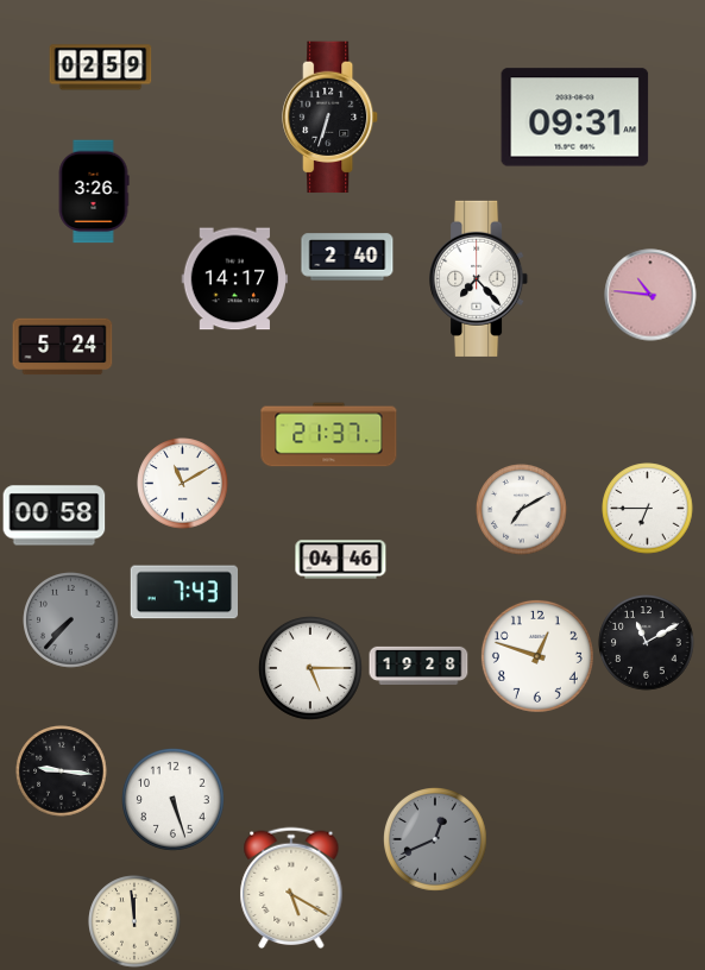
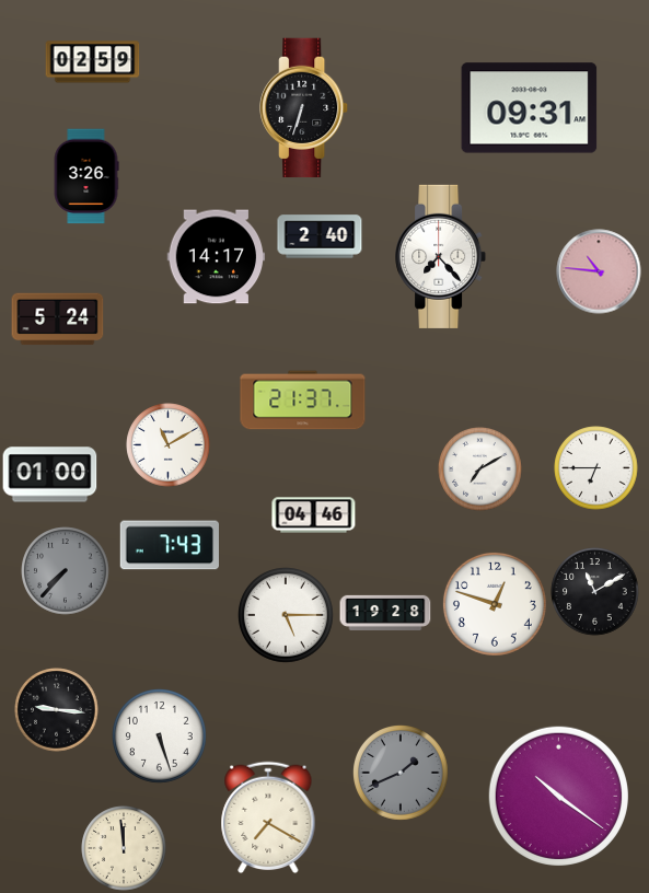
clock at (55, 516): 00:58 -> 01:00
clock at (436, 840): 12:41 -> 1:41
clock at (558, 796): none -> 10:21
clock at (291, 888): 5:20 -> 7:20
